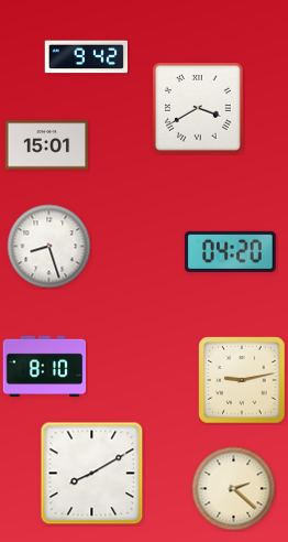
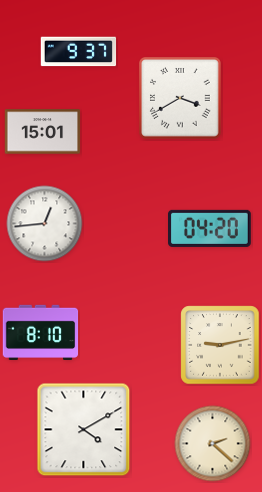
clock at (87, 57): 9:42 -> 9:37
clock at (49, 247): 8:27 -> 12:44
clock at (92, 474): 8:10 -> 4:10
